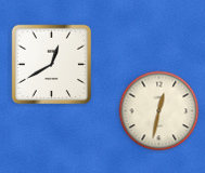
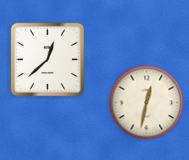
clock at (52, 65): 12:40 -> 12:38
